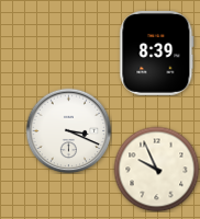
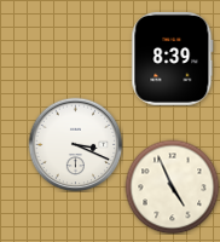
clock at (156, 169): 9:56 -> 4:56
